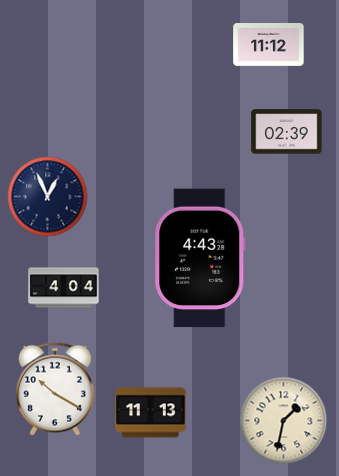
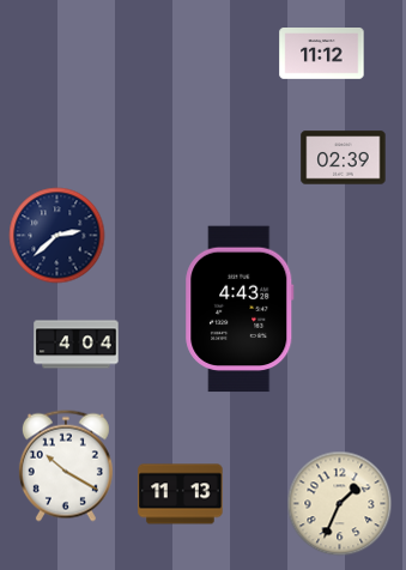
clock at (48, 197): 12:56 -> 2:38
clock at (284, 421): 1:32 -> 1:34
